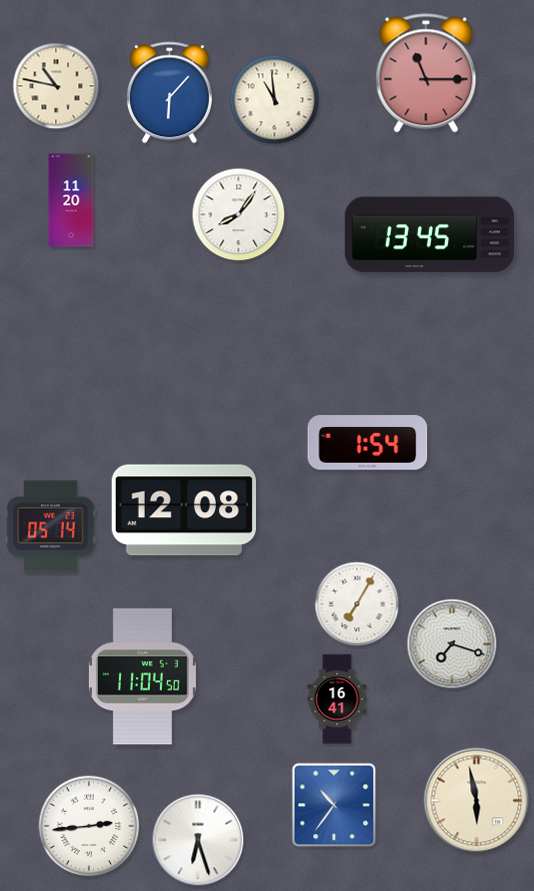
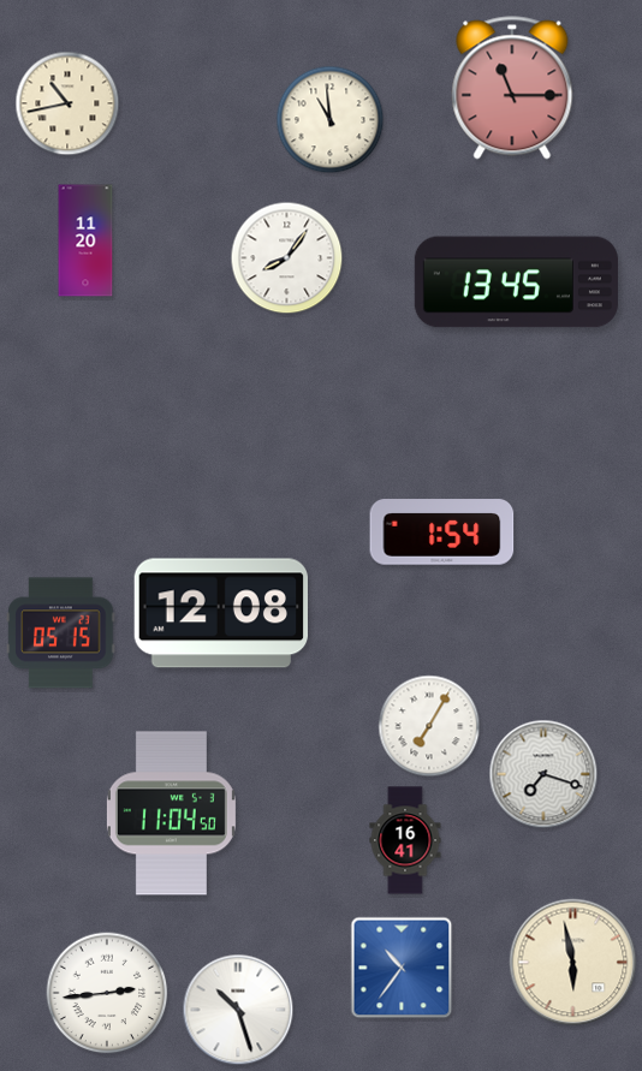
clock at (56, 86): 10:47 -> 10:43
clock at (169, 93): 6:07 -> none
clock at (51, 527): 05:14 -> 05:15
clock at (198, 840): 6:27 -> 10:27
